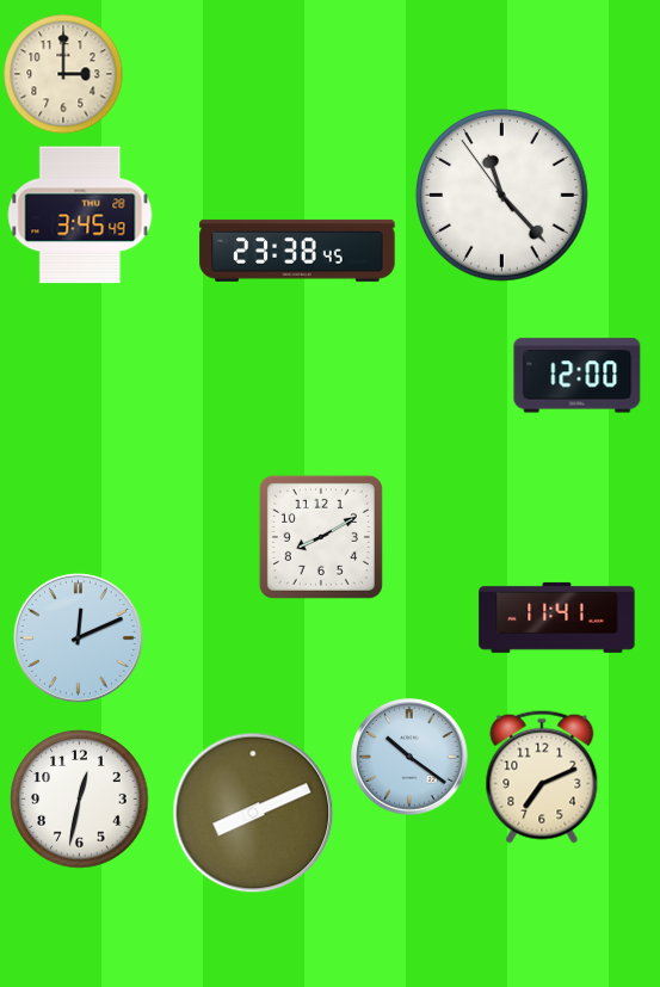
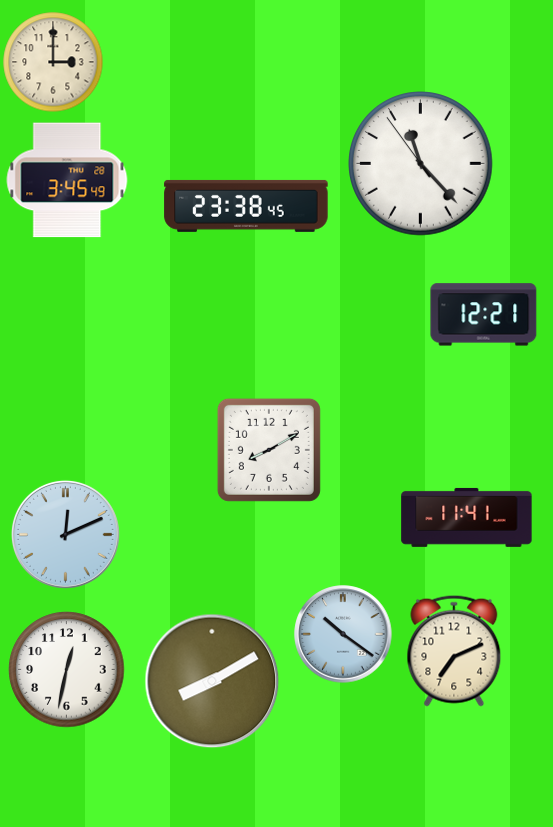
clock at (297, 251) position: (297, 251) -> (246, 206)
clock at (578, 376): 12:00 -> 12:21
clock at (253, 813): 8:11 -> 8:10
